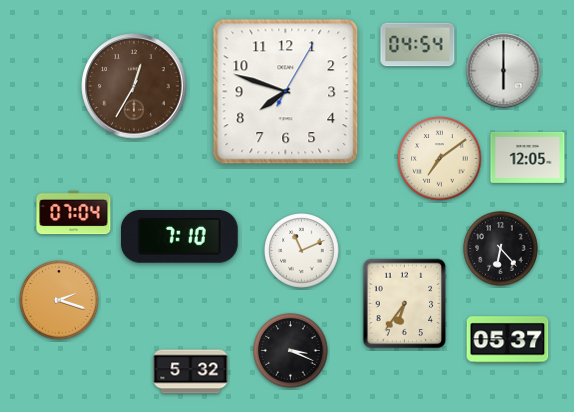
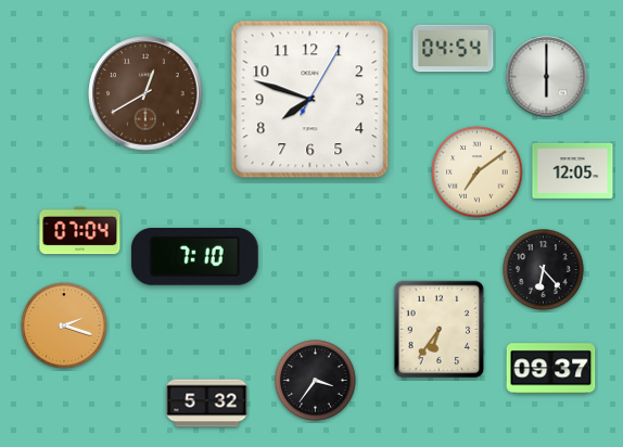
clock at (134, 86): 12:35 -> 12:40
clock at (302, 251): 11:11 -> none
clock at (508, 340): 05:37 -> 09:37
clock at (291, 351): 3:19 -> 3:36
